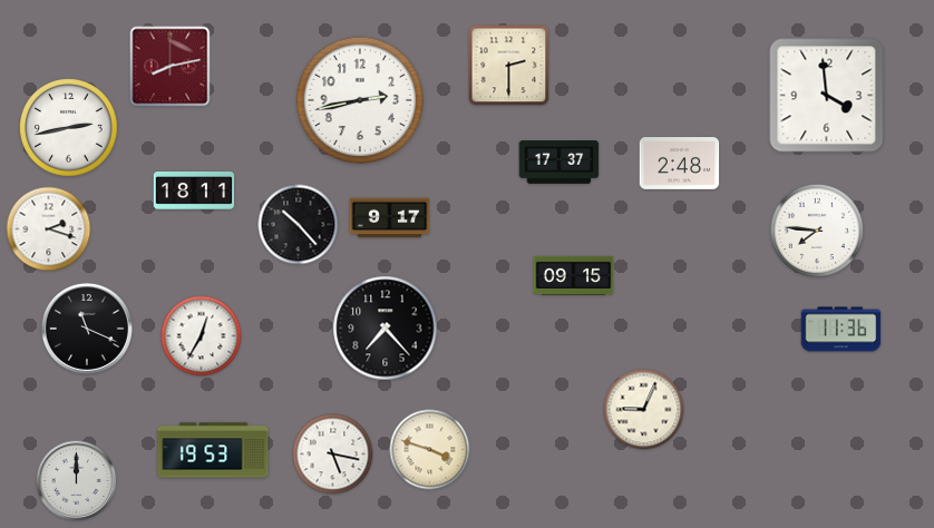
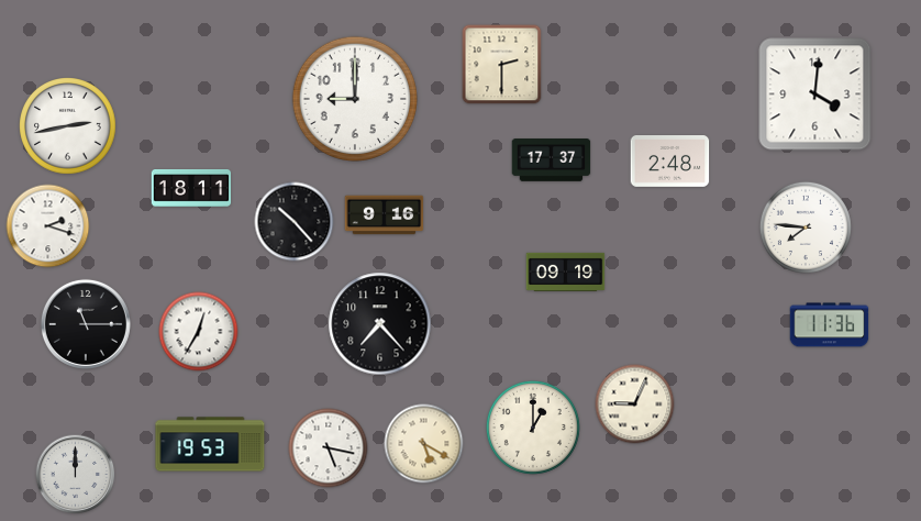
clock at (171, 67): 8:13 -> none
clock at (827, 96): 3:59 -> 4:01
clock at (359, 99): 2:43 -> 9:00
clock at (390, 218): 9:17 -> 9:16
clock at (574, 275): 09:15 -> 09:19
clock at (87, 329): 11:19 -> 11:15
clock at (533, 428): none -> 1:00
clock at (430, 450): 3:48 -> 5:20
